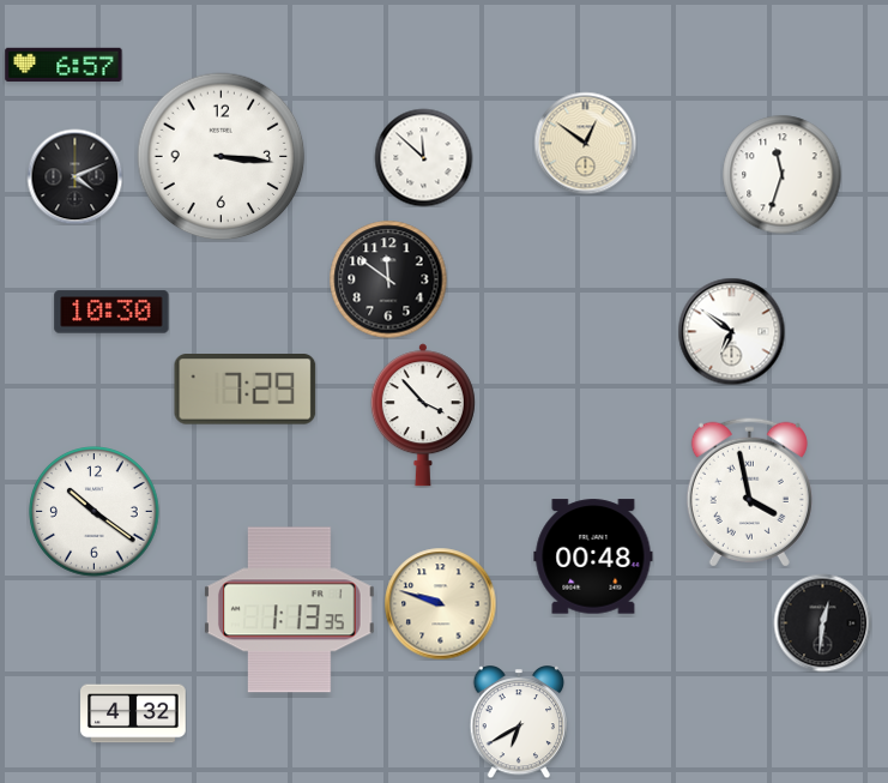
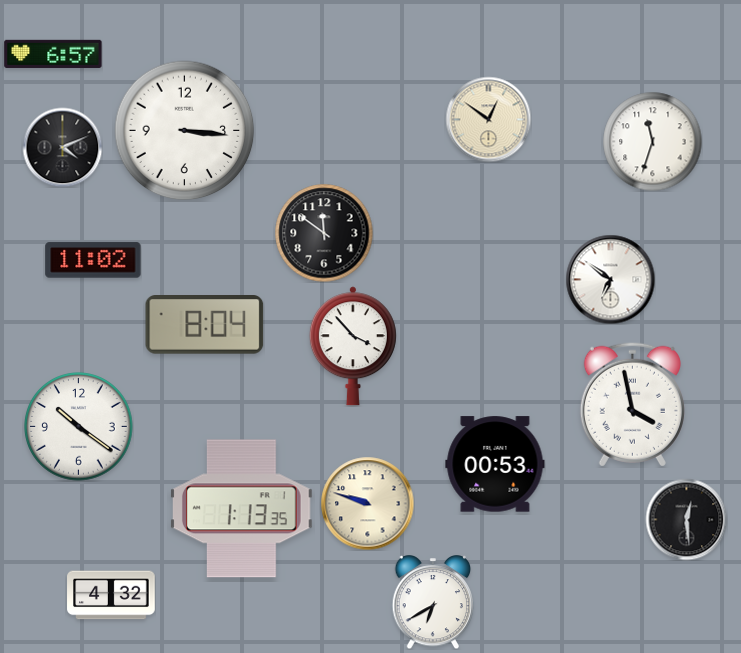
clock at (423, 157): 11:52 -> none
clock at (783, 175) position: (783, 175) -> (653, 142)
clock at (111, 312): 10:30 -> 11:02
clock at (731, 331) position: (731, 331) -> (610, 279)
clock at (246, 390): 7:29 -> 8:04
clock at (749, 492) position: (749, 492) -> (632, 404)
clock at (593, 556): 00:48 -> 00:53
clock at (822, 622): 12:31 -> 12:29
